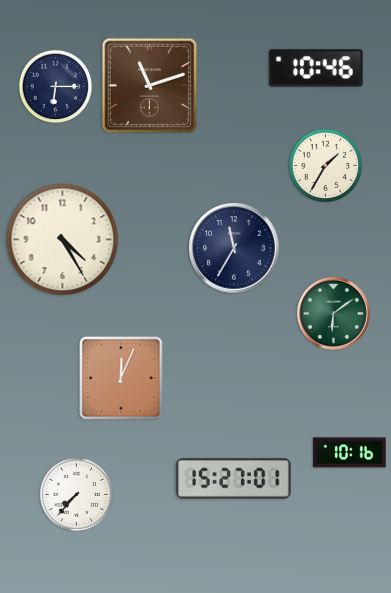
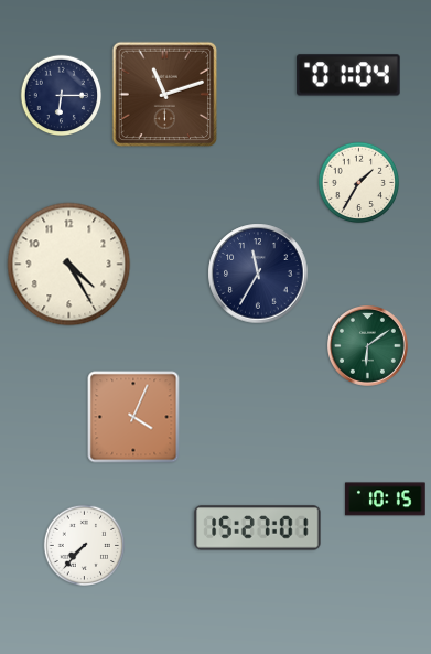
clock at (316, 68): 10:46 -> 01:04
clock at (121, 378): 12:04 -> 4:04
clock at (350, 453): 10:16 -> 10:15
